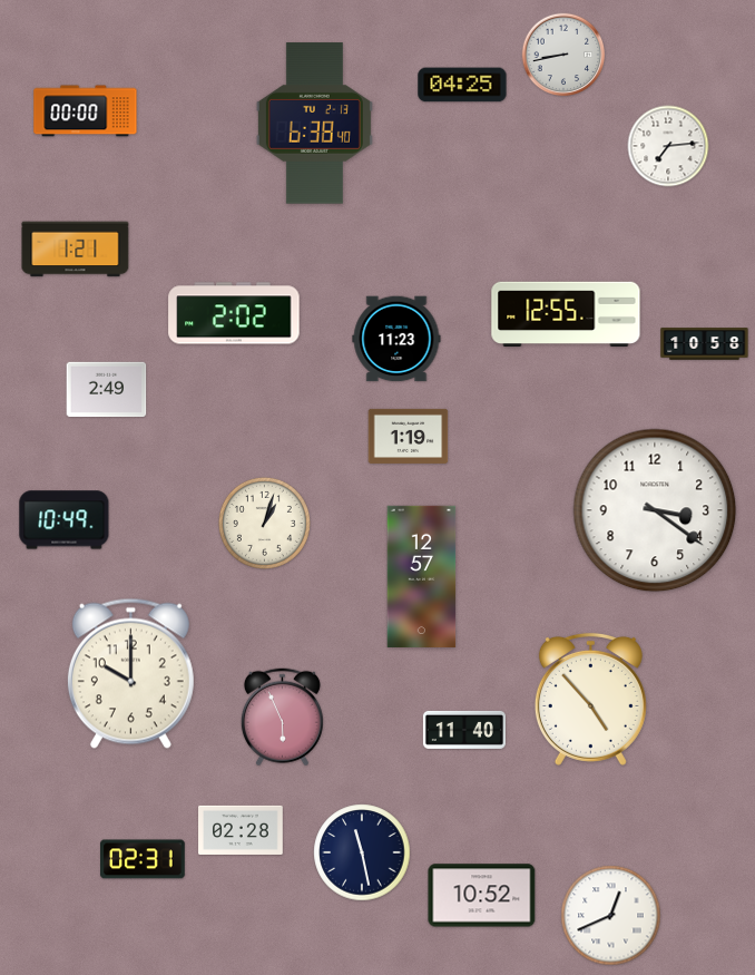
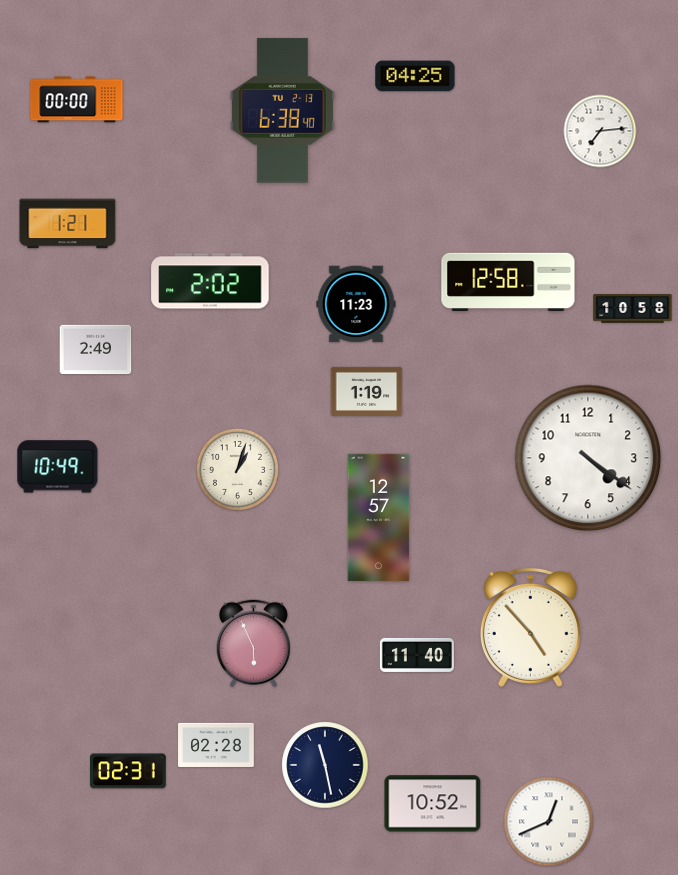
clock at (563, 55): 8:43 -> none
clock at (566, 314): 12:55 -> 12:58
clock at (655, 510): 3:21 -> 4:21
clock at (130, 673): 10:00 -> none
